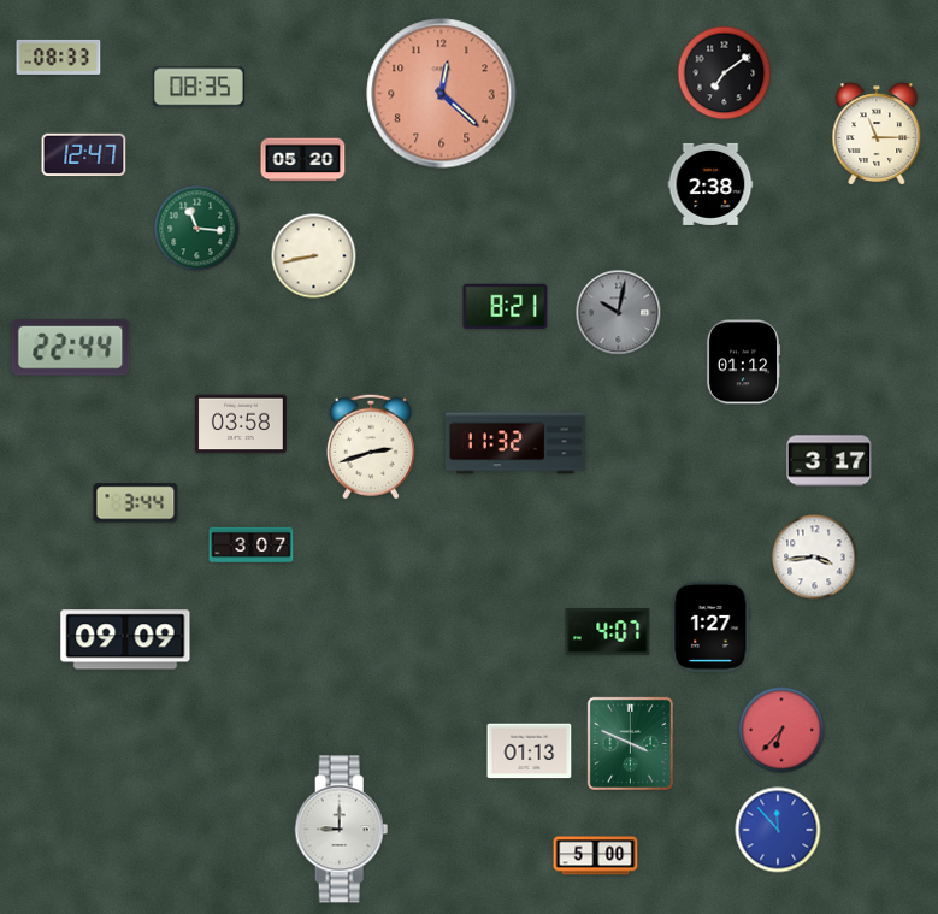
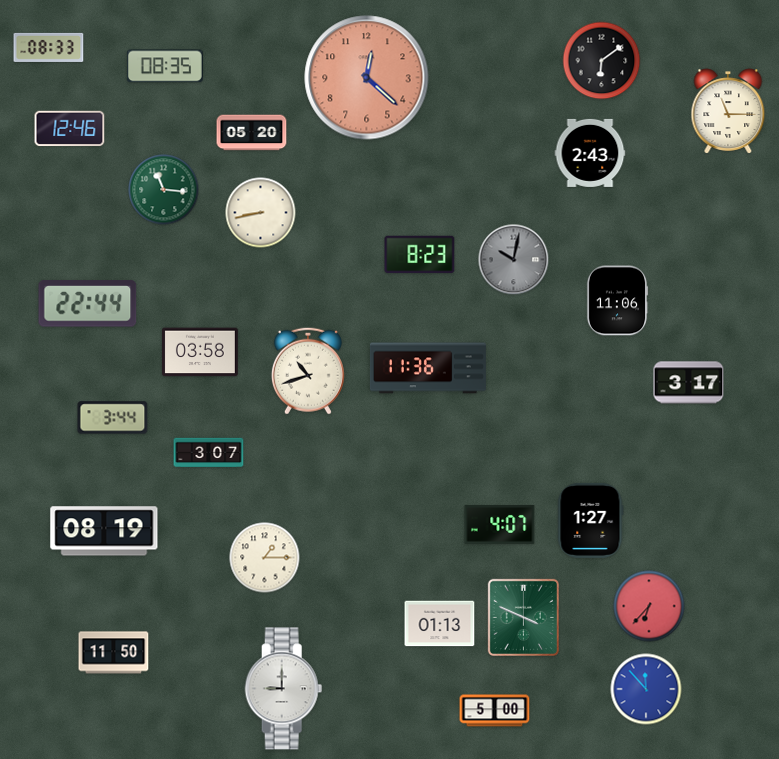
clock at (725, 73): 7:09 -> 6:09
clock at (199, 87) position: (199, 87) -> (165, 66)
clock at (84, 155): 12:47 -> 12:46
clock at (710, 184): 2:38 -> 2:43
clock at (506, 307): 8:21 -> 8:23
clock at (71, 348) position: (71, 348) -> (88, 304)
clock at (743, 362): 01:12 -> 11:06
clock at (515, 443): 11:32 -> 11:36
clock at (371, 447): 2:42 -> 10:42
clock at (815, 558): 3:44 -> none
clock at (608, 632) position: (608, 632) -> (500, 525)
clock at (125, 639): 09:09 -> 08:19
clock at (265, 558): none -> 1:15
clock at (114, 653): none -> 11:50
